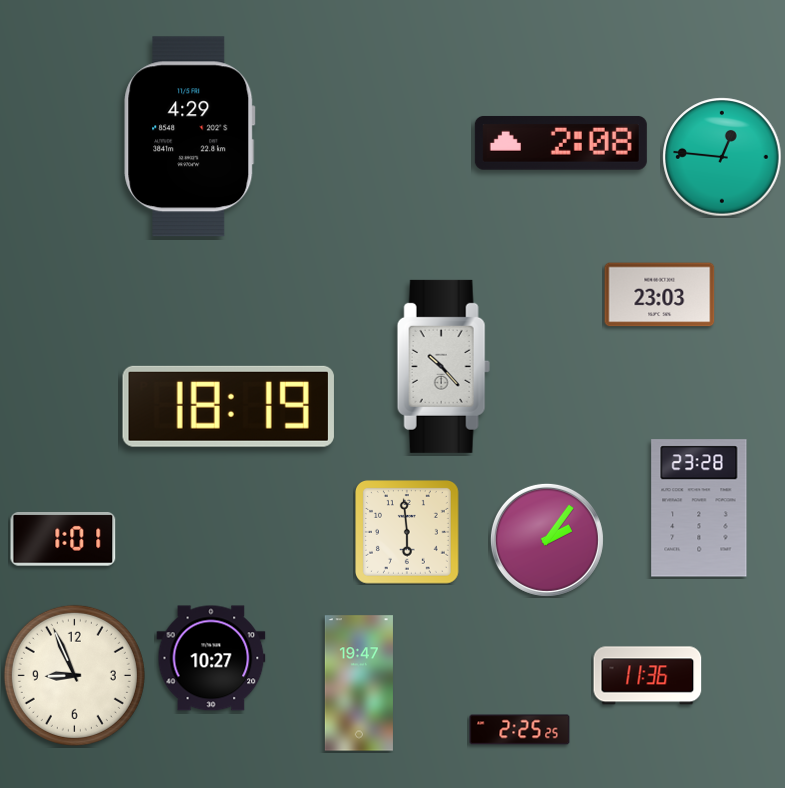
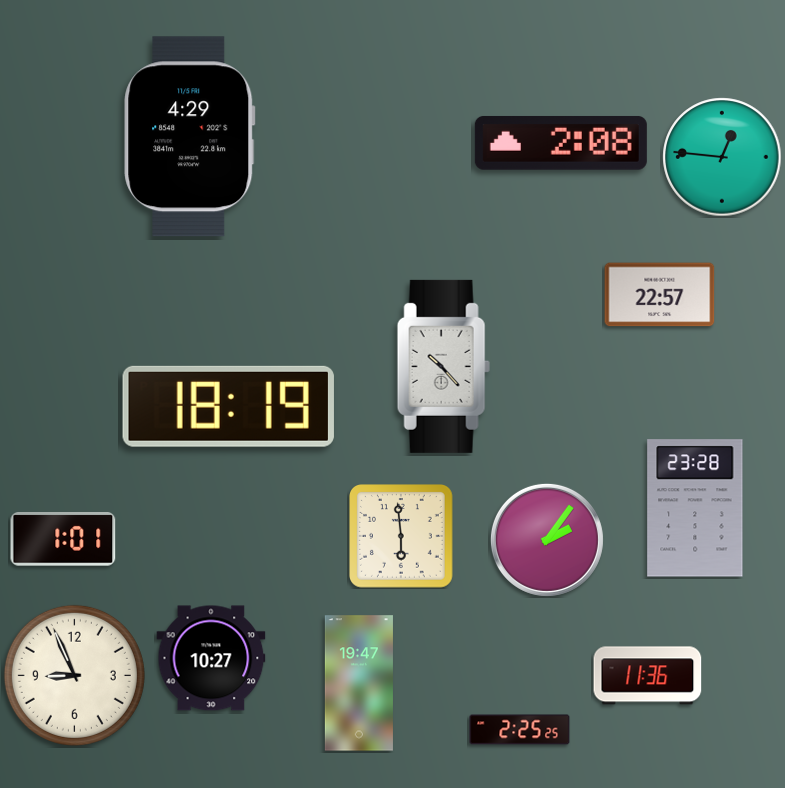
clock at (660, 295): 23:03 -> 22:57
clock at (699, 508) position: (699, 508) -> (695, 508)
clock at (408, 533) position: (408, 533) -> (402, 537)
